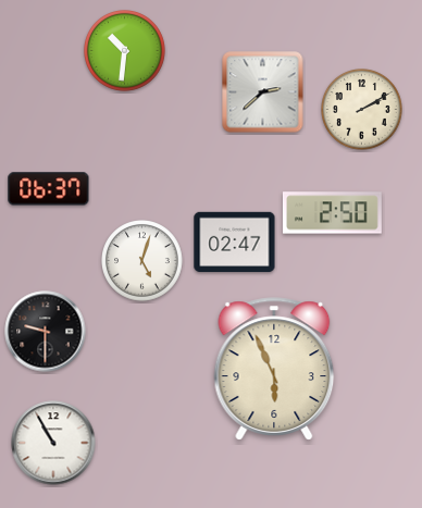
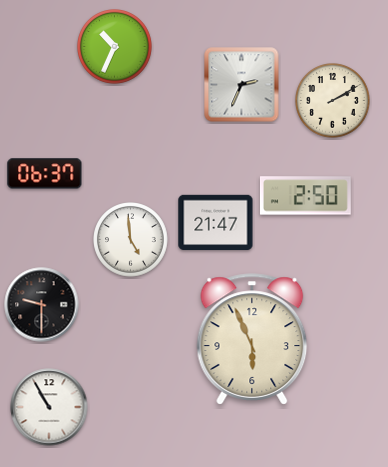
clock at (125, 51): 10:31 -> 10:34
clock at (263, 92): 2:38 -> 2:34
clock at (235, 243): 02:47 -> 21:47
clock at (142, 261): 5:03 -> 4:59
